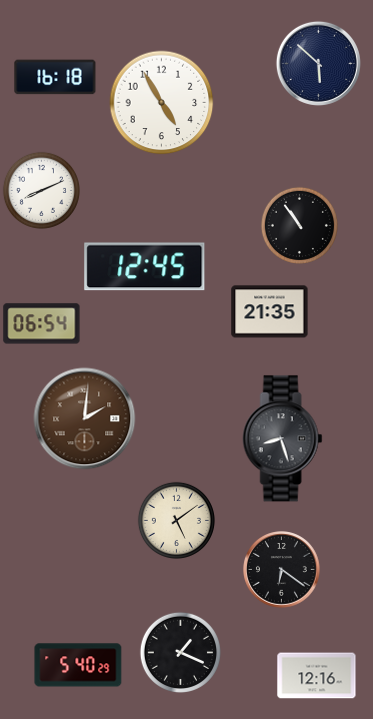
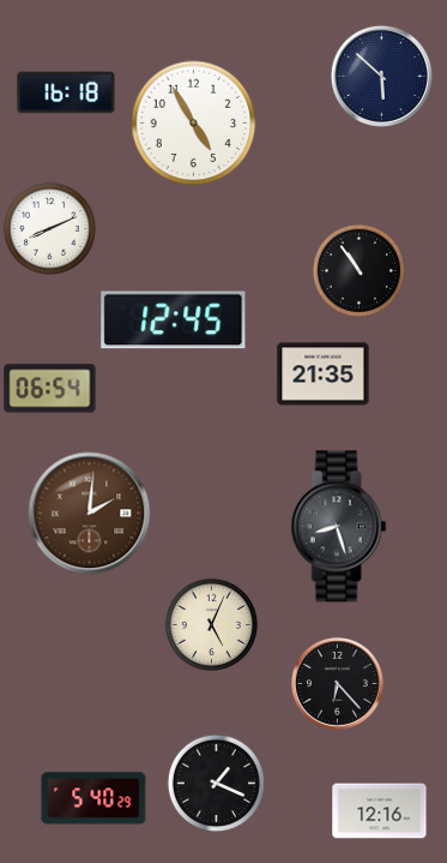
clock at (85, 419) position: (85, 419) -> (90, 514)
clock at (176, 520): 5:09 -> 5:04
clock at (282, 570): 6:21 -> 6:23
